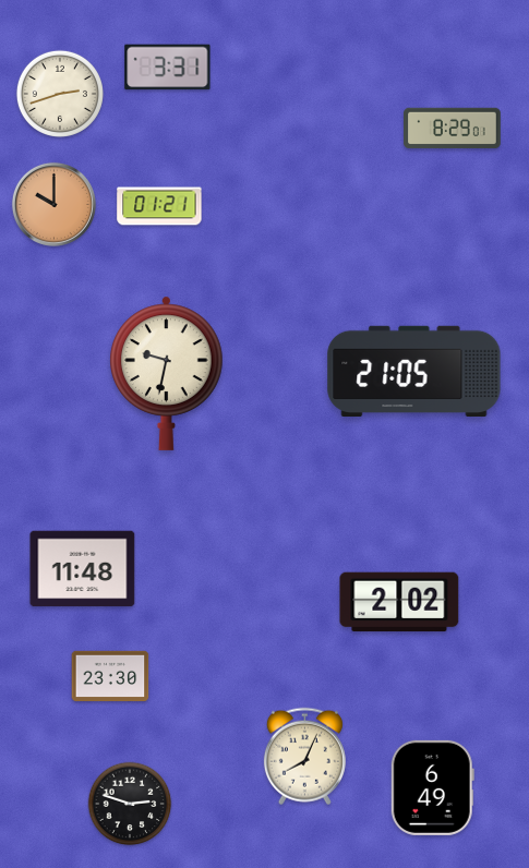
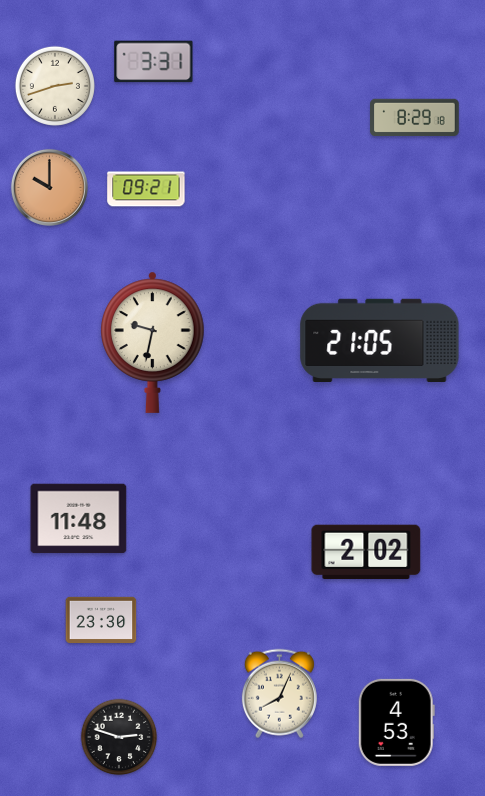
clock at (453, 129): 8:29:01 -> 8:29:18
clock at (159, 206): 01:21 -> 09:21
clock at (83, 569) position: (83, 569) -> (79, 519)
clock at (432, 787): 6:49 -> 4:53
